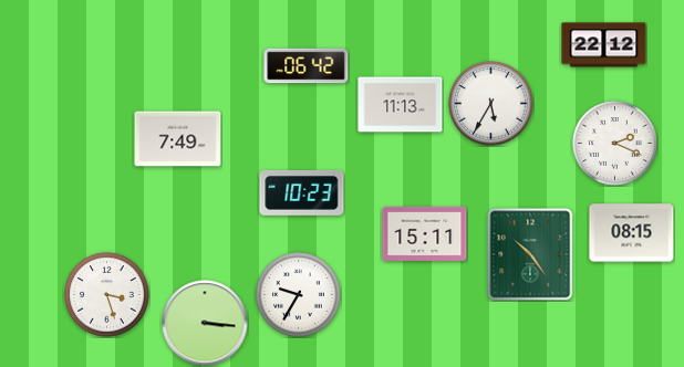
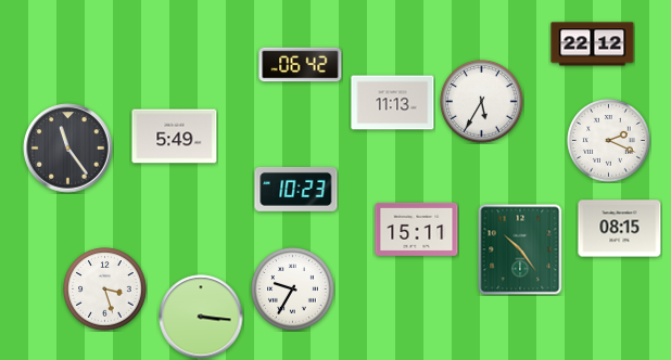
clock at (178, 139): 7:49 -> 5:49
clock at (615, 144) position: (615, 144) -> (609, 141)
clock at (68, 149): none -> 11:24
